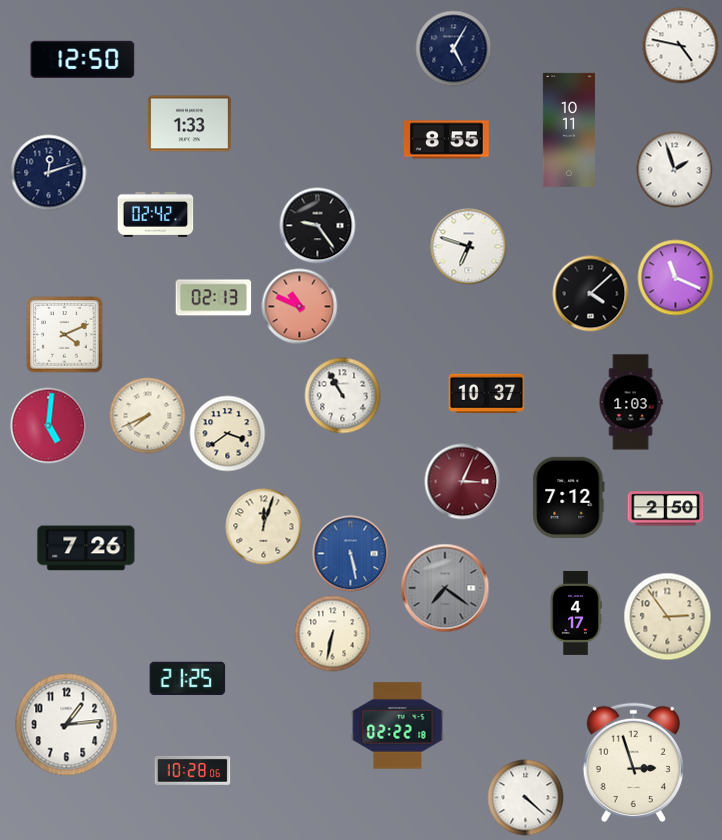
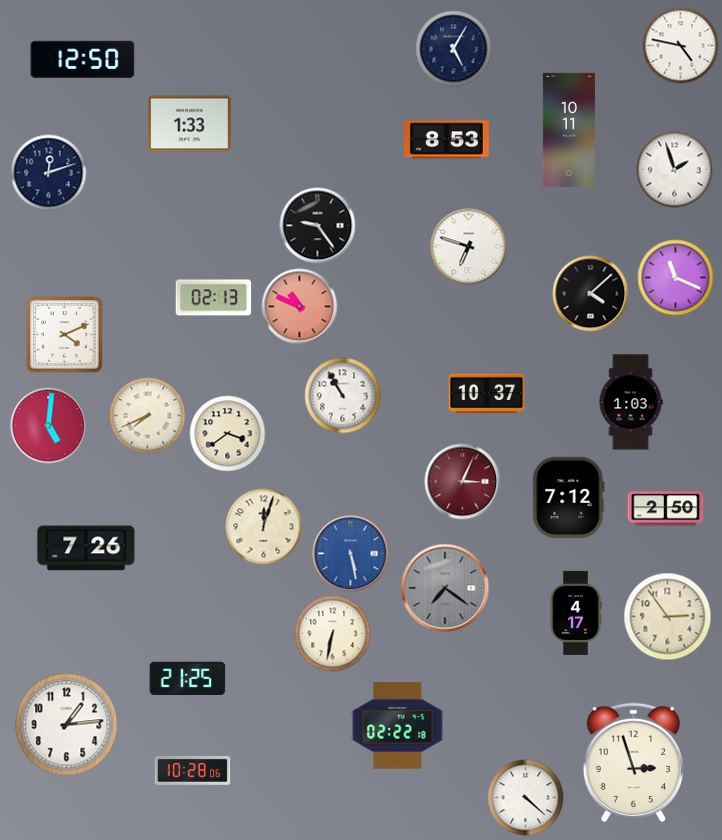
clock at (446, 140): 8:55 -> 8:53
clock at (156, 214): 02:42 -> none
